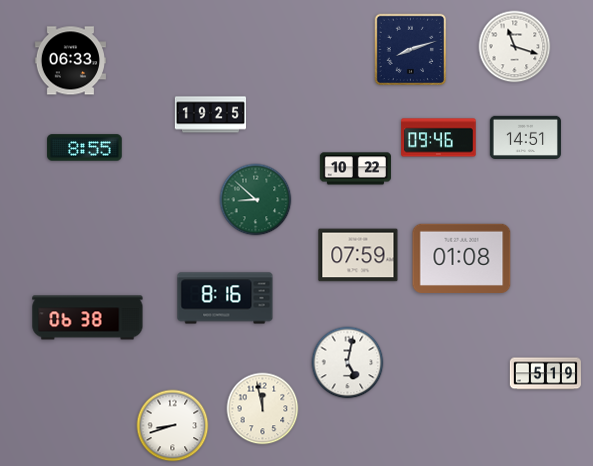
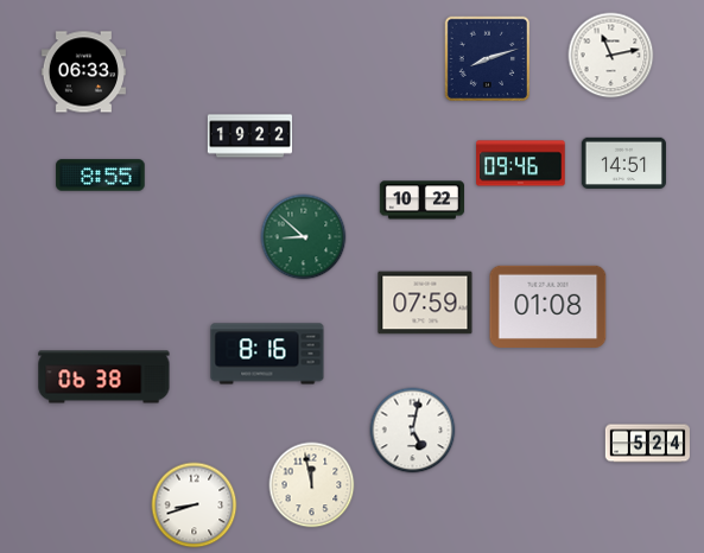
clock at (515, 47): 11:18 -> 11:13
clock at (210, 115): 19:25 -> 19:22
clock at (545, 374): 5:19 -> 5:24
clock at (173, 426) position: (173, 426) -> (195, 506)
